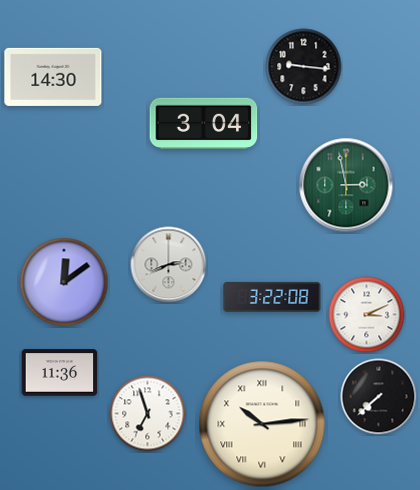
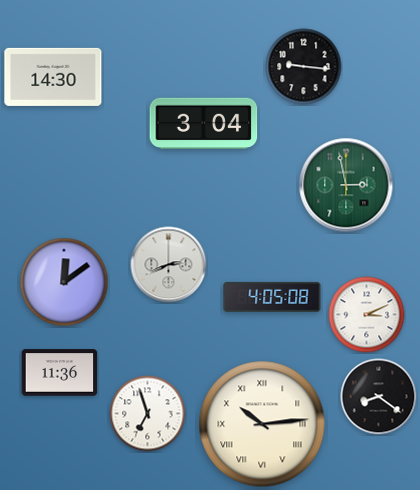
clock at (272, 297): 3:22 -> 4:05
clock at (379, 397): 7:38 -> 8:21
